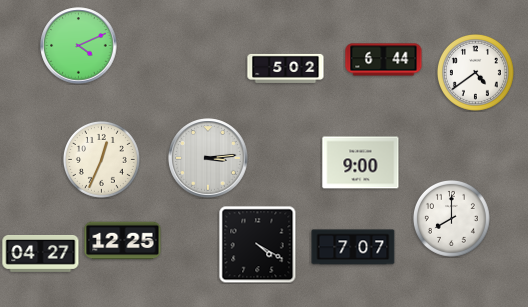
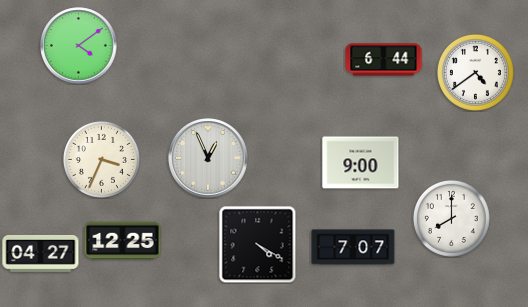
clock at (79, 46): 4:11 -> 4:09
clock at (286, 68): 5:02 -> none
clock at (208, 158): 3:14 -> 12:56
clock at (101, 159): 12:34 -> 3:34
